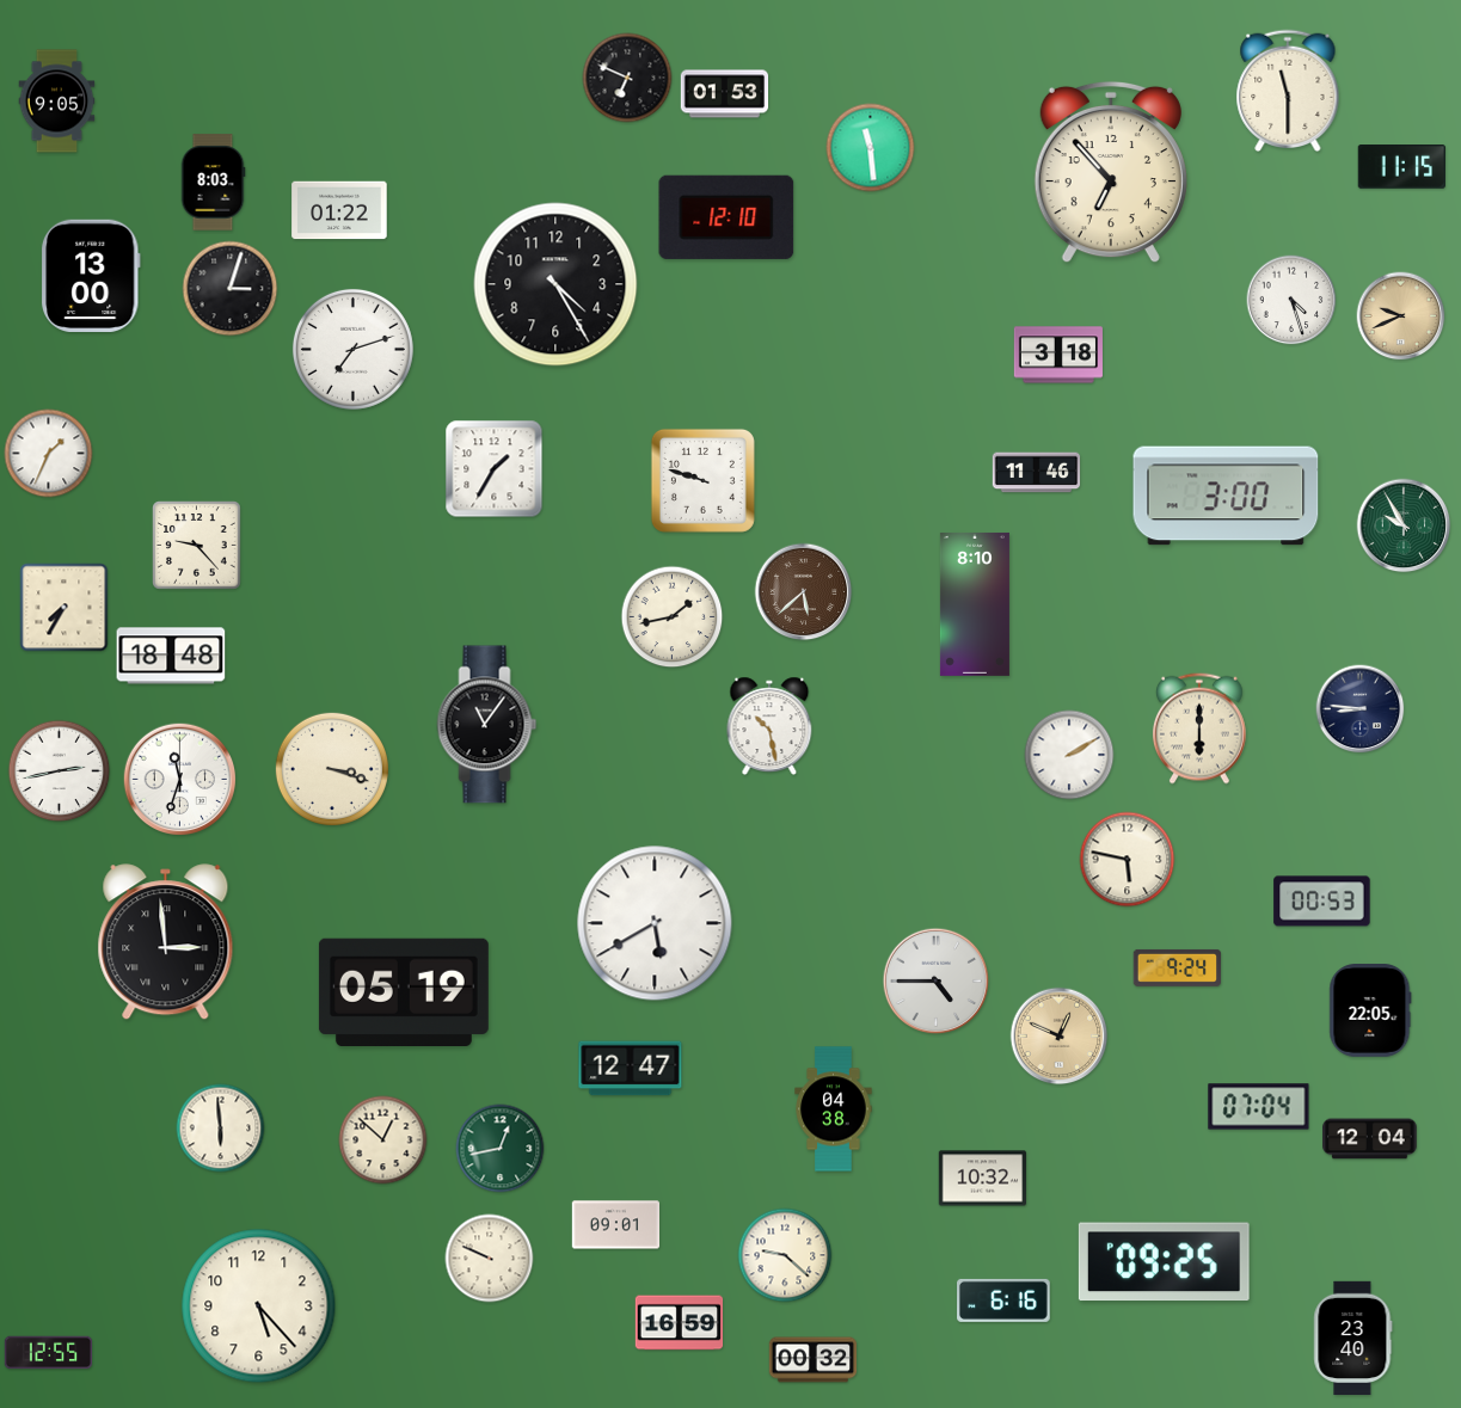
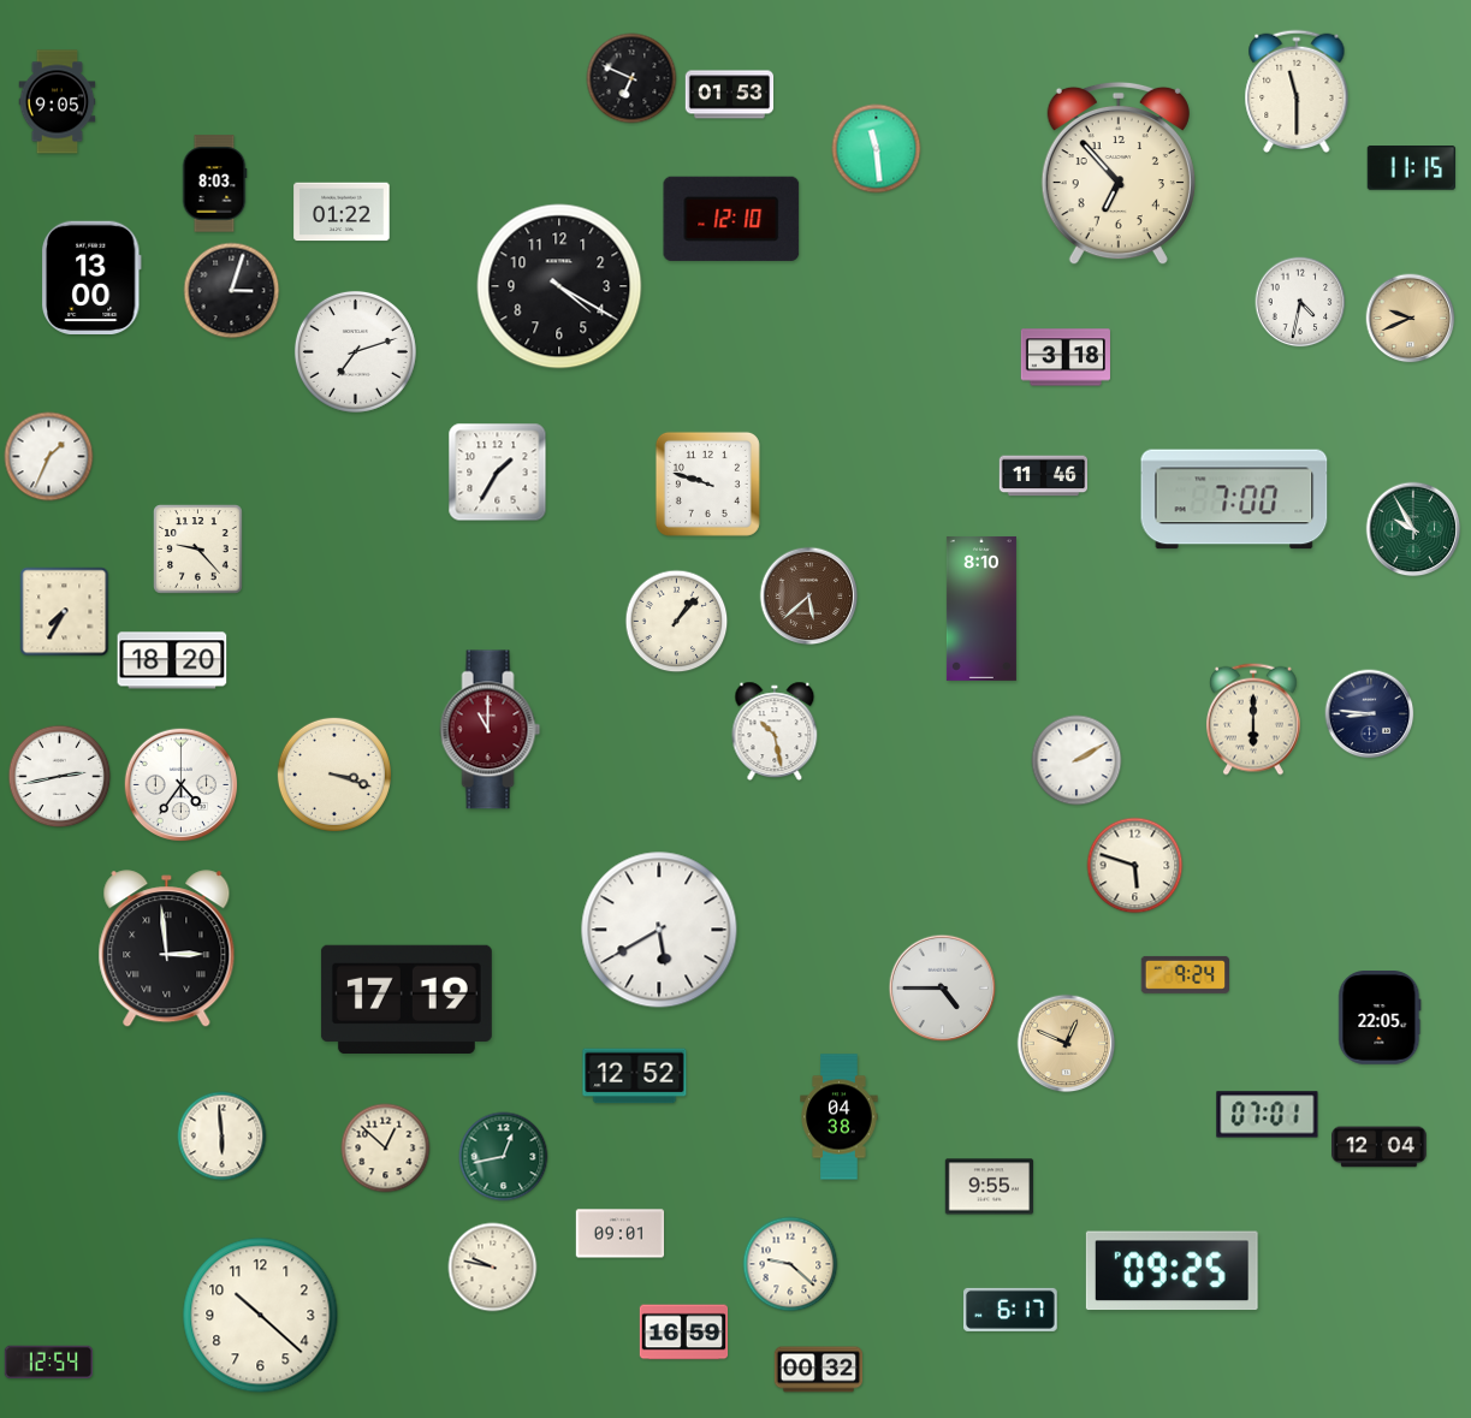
clock at (555, 284): 4:25 -> 4:20
clock at (1291, 300): 4:27 -> 4:32
clock at (1226, 496): 3:00 -> 7:00
clock at (673, 617): 1:43 -> 1:07
clock at (171, 656): 18:48 -> 18:20
clock at (487, 725): 11:06 -> 11:00
clock at (487, 725) dial: black -> burgundy
clock at (1199, 728) position: (1199, 728) -> (1253, 719)
clock at (180, 780): 11:33 -> 4:36
clock at (1128, 860): 5:47 -> 5:48
clock at (1322, 902): 00:53 -> none
clock at (404, 991): 05:19 -> 17:19
clock at (631, 1069): 12:47 -> 12:52
clock at (1259, 1107): 07:04 -> 07:01
clock at (983, 1179): 10:32 -> 9:55
clock at (490, 1259): 9:49 -> 9:47
clock at (1005, 1301): 6:16 -> 6:17
clock at (259, 1306): 5:23 -> 10:22
clock at (1353, 1338): 23:40 -> none
clock at (49, 1353): 12:55 -> 12:54
